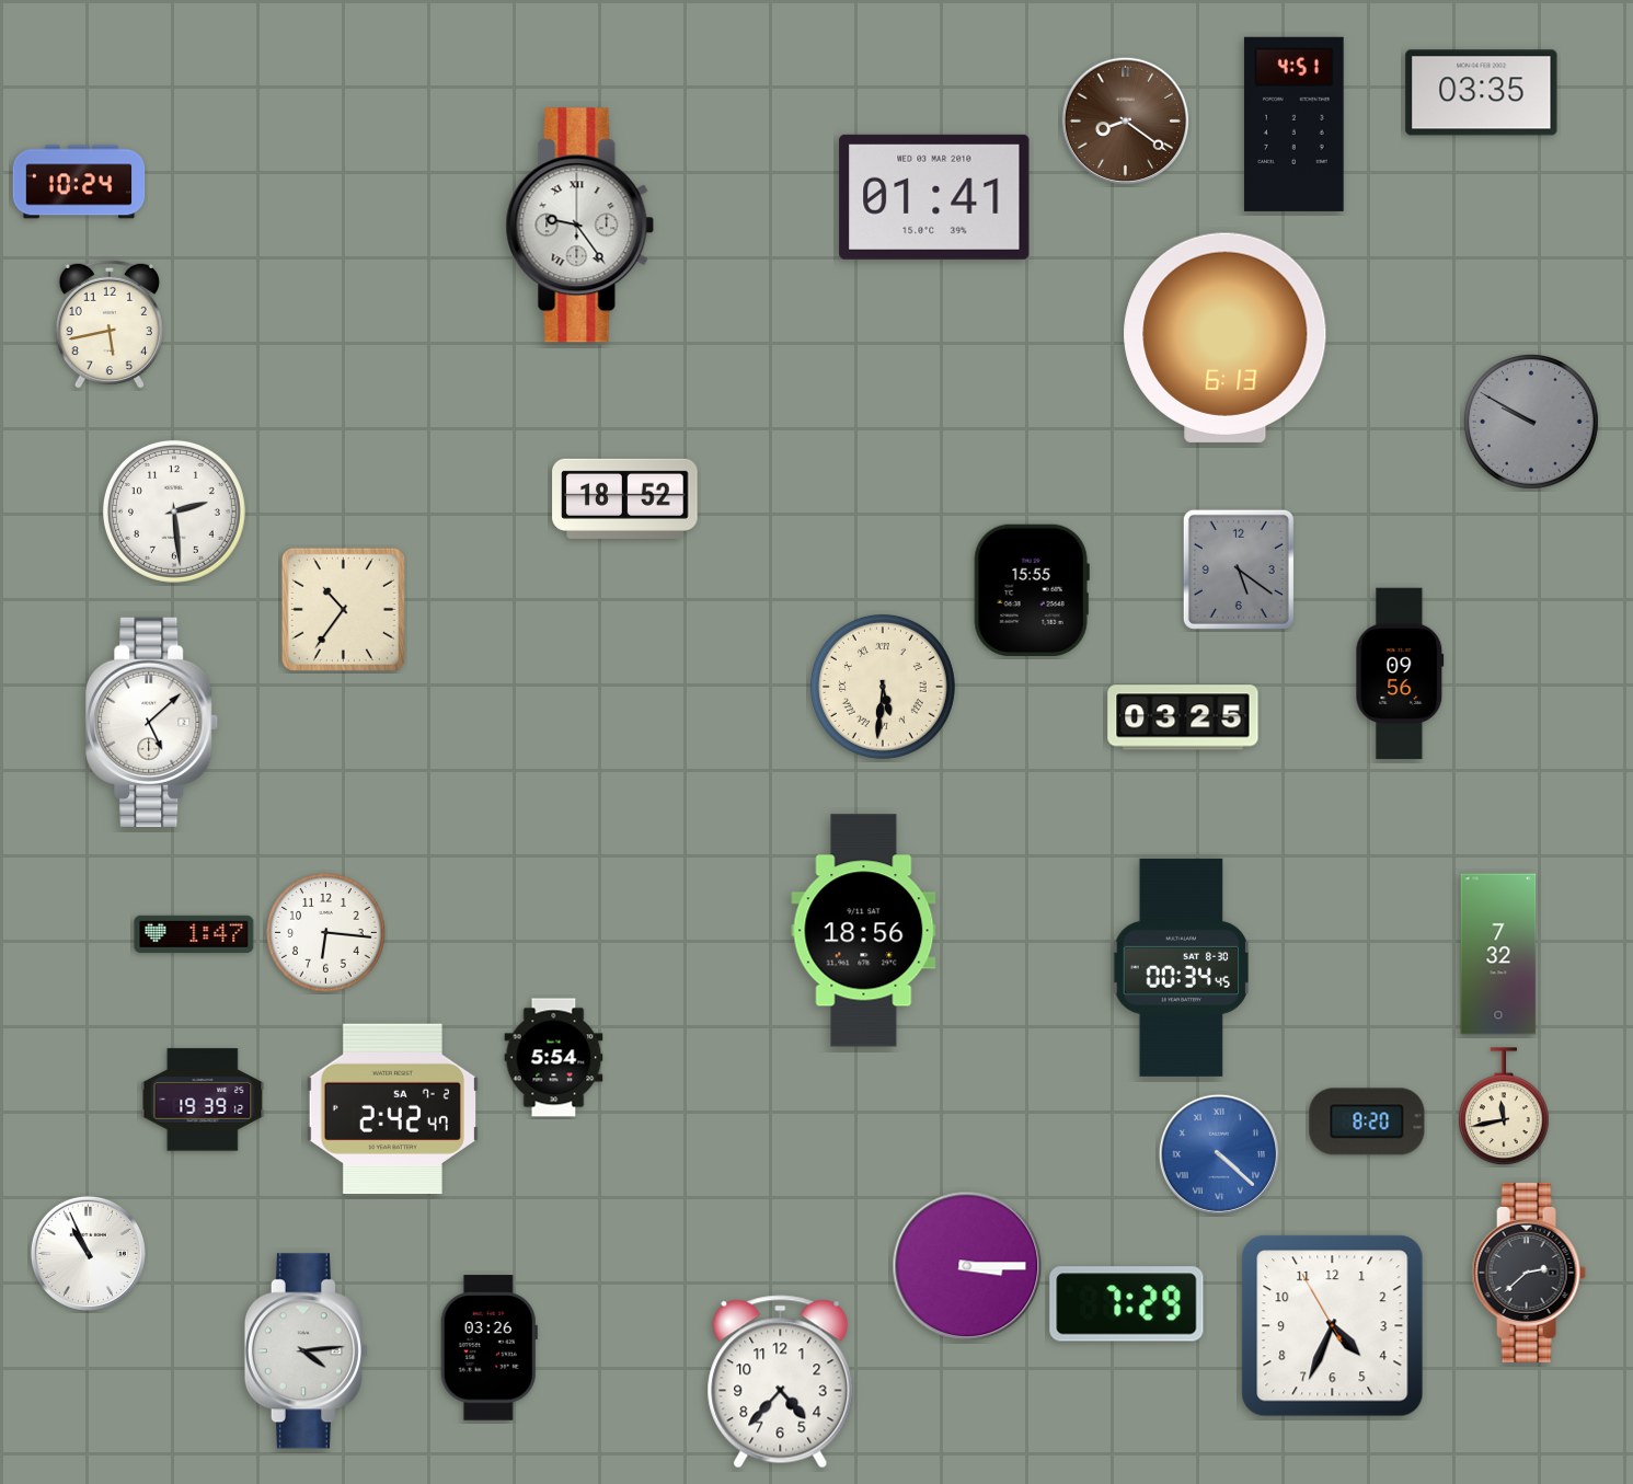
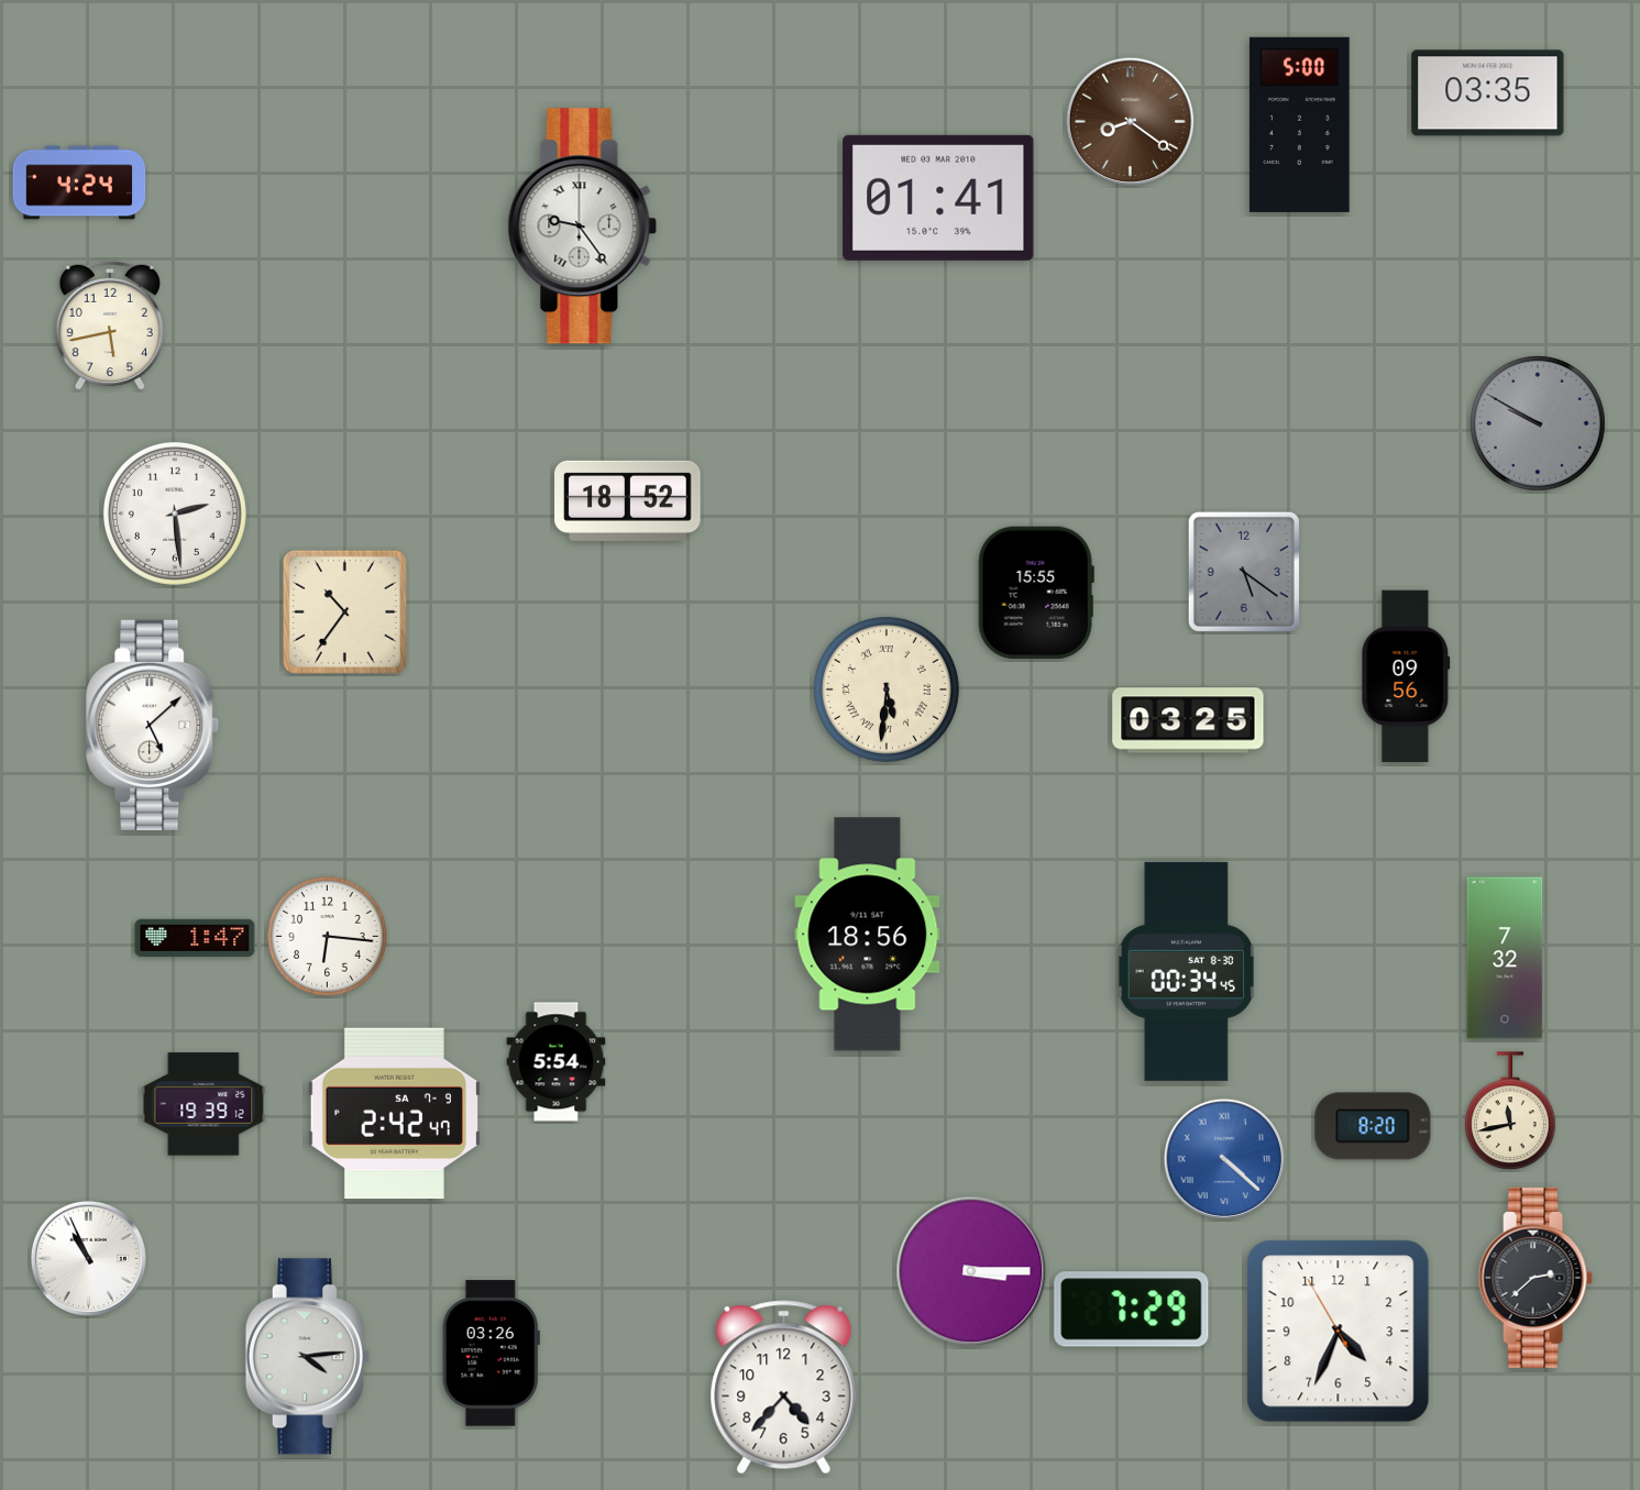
clock at (1293, 124): 4:51 -> 5:00
clock at (79, 182): 10:24 -> 4:24
clock at (1226, 337): 6:13 -> none
clock at (392, 1108) date: SA 7-2 -> SA 7-9
